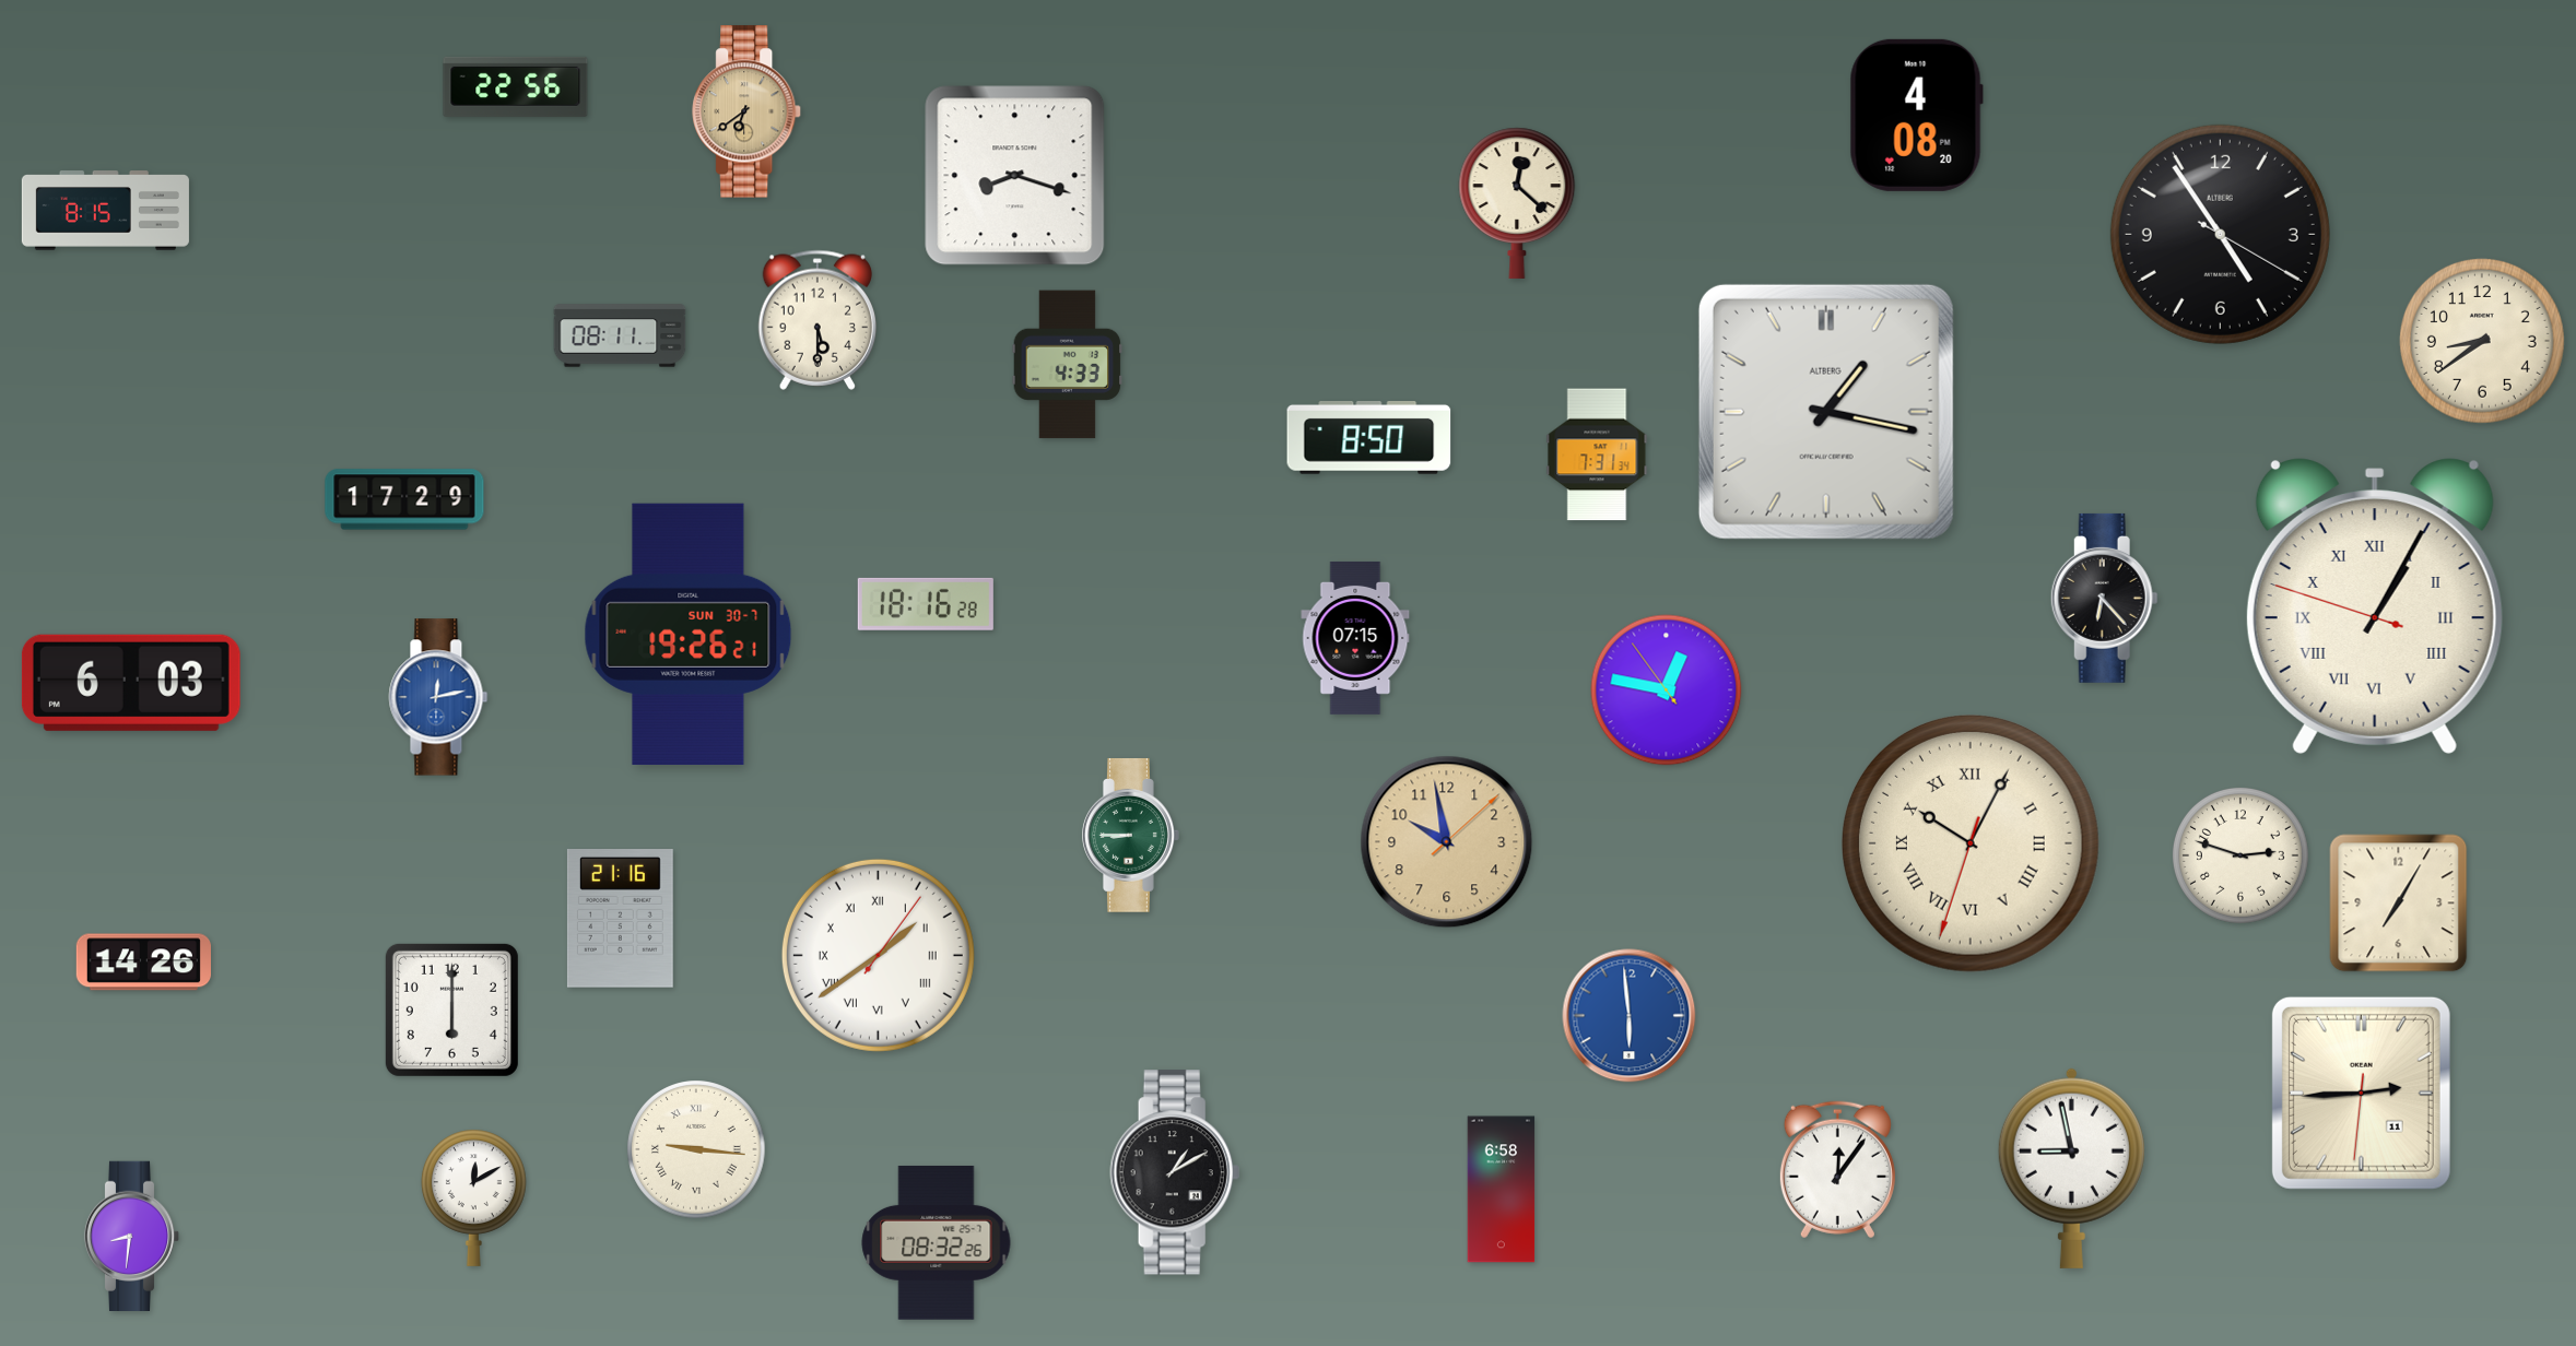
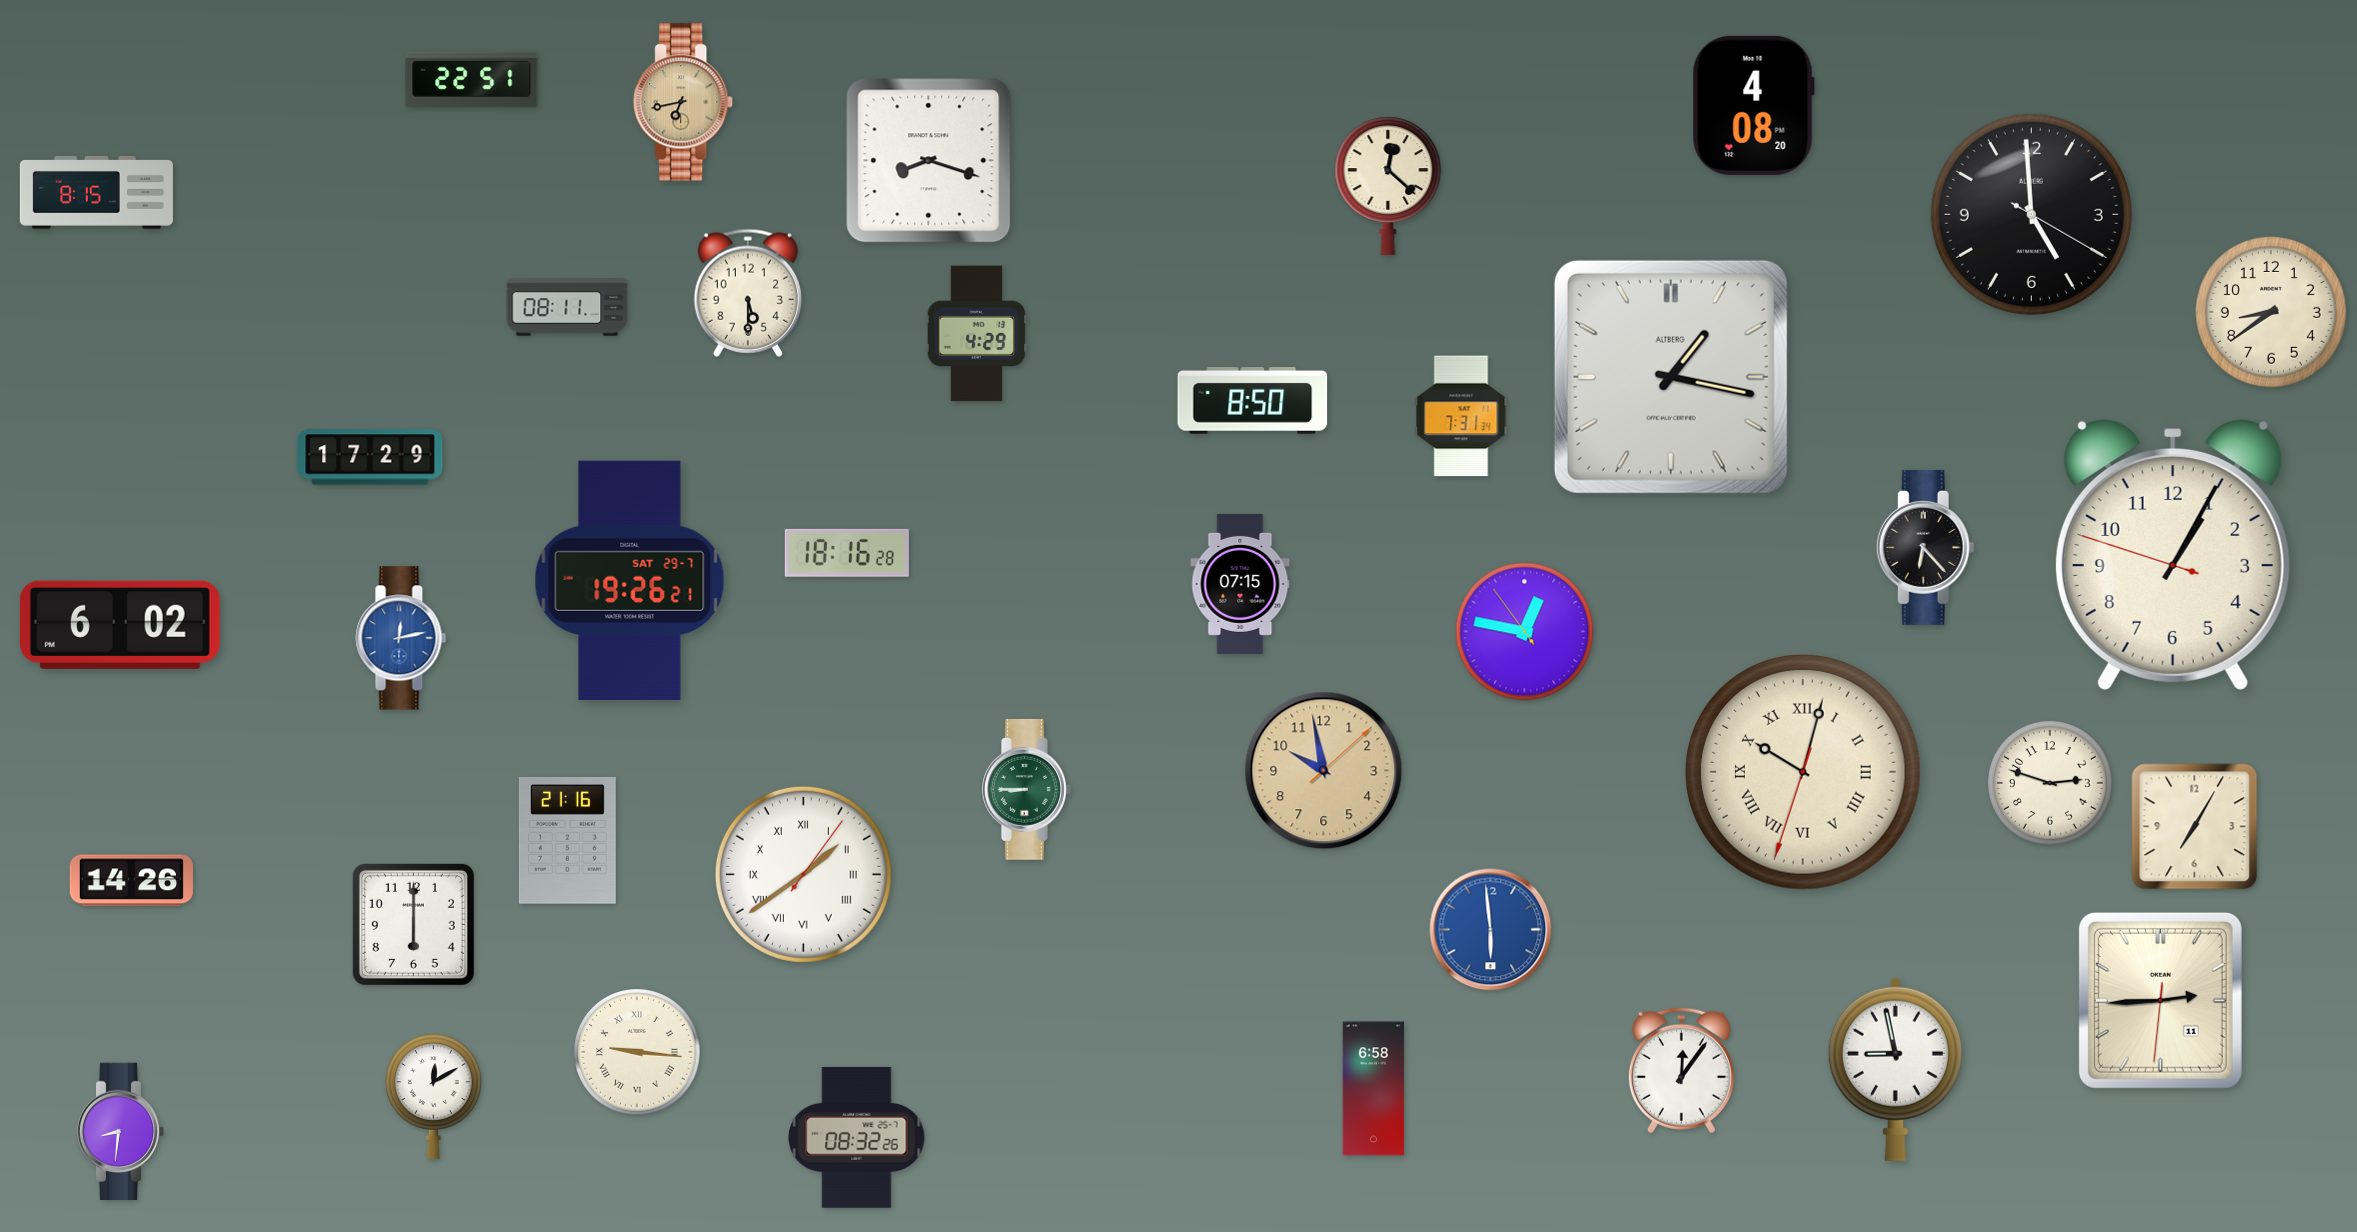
clock at (516, 86): 22:56 -> 22:51
clock at (748, 111): 6:39 -> 6:43
clock at (2220, 234): 4:54 -> 4:59
clock at (1068, 365): 4:33 -> 4:29
clock at (2375, 606) numerals: Roman -> Arabic
clock at (689, 634) date: SUN 30-7 -> SAT 29-7
clock at (131, 683): 6:03 -> 6:02
clock at (1131, 836) position: (1131, 836) -> (1027, 790)
clock at (1972, 845): 10:04 -> 10:02
clock at (1175, 1172): 1:10 -> none
